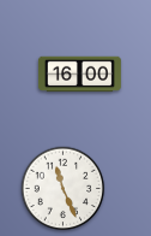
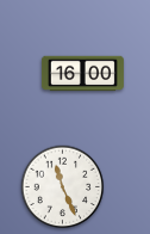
clock at (79, 75) position: (79, 75) -> (82, 74)
